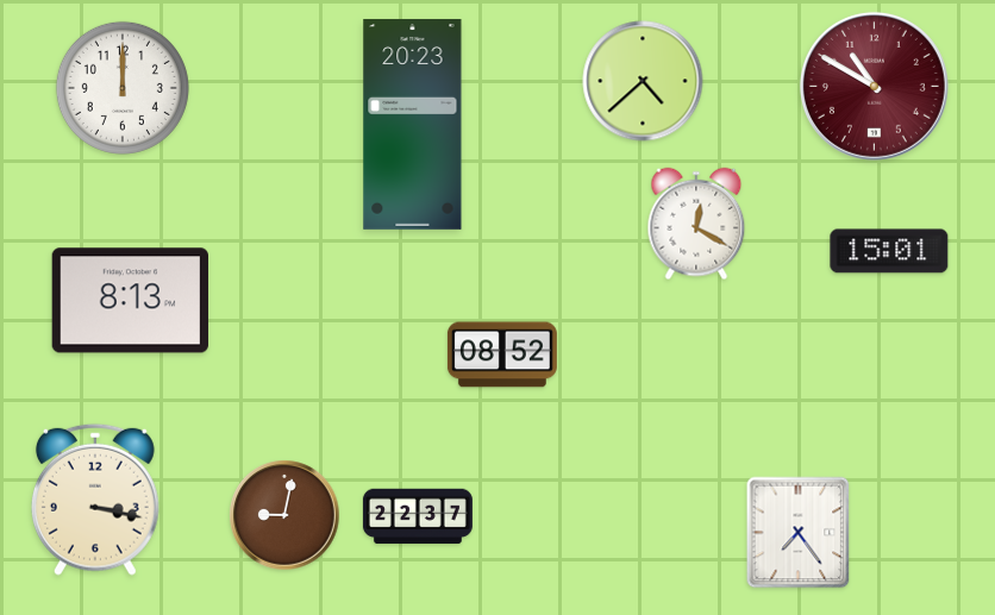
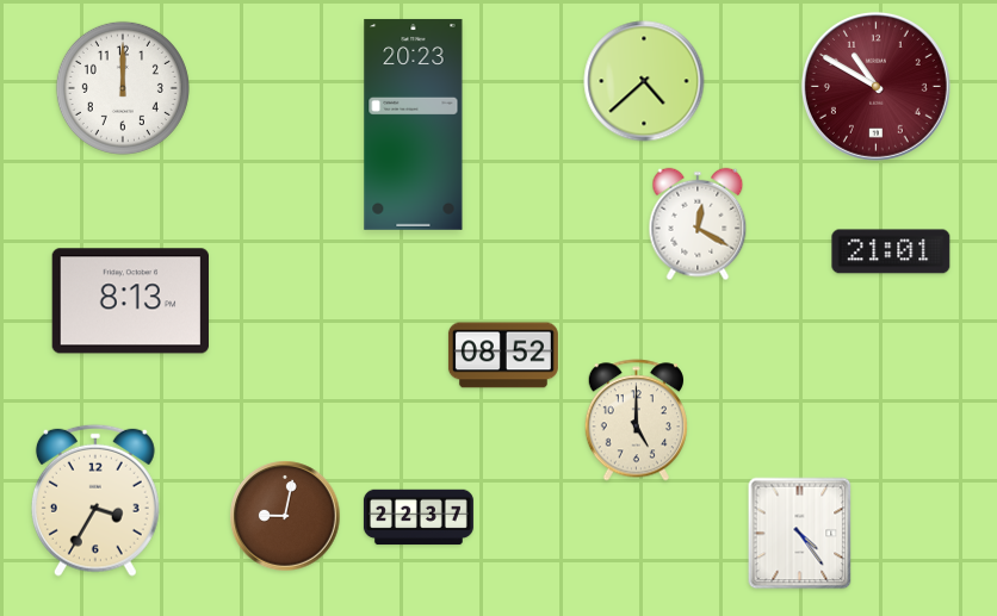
clock at (889, 251): 15:01 -> 21:01
clock at (636, 421): none -> 5:00
clock at (95, 500): 3:17 -> 3:35
clock at (799, 533): 7:24 -> 4:24
